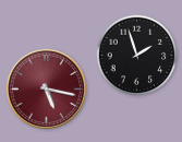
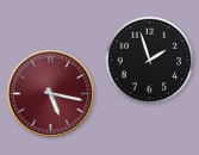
clock at (46, 88) position: (46, 88) -> (50, 93)
